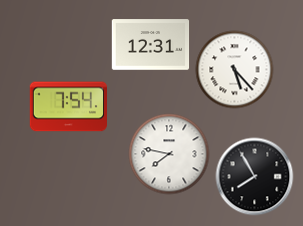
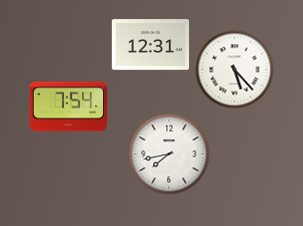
clock at (169, 154): 7:47 -> 7:43
clock at (254, 176): 7:55 -> none
